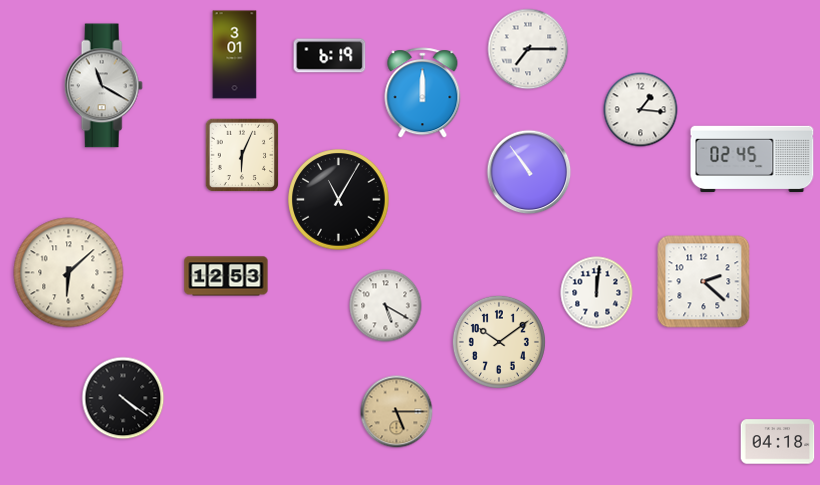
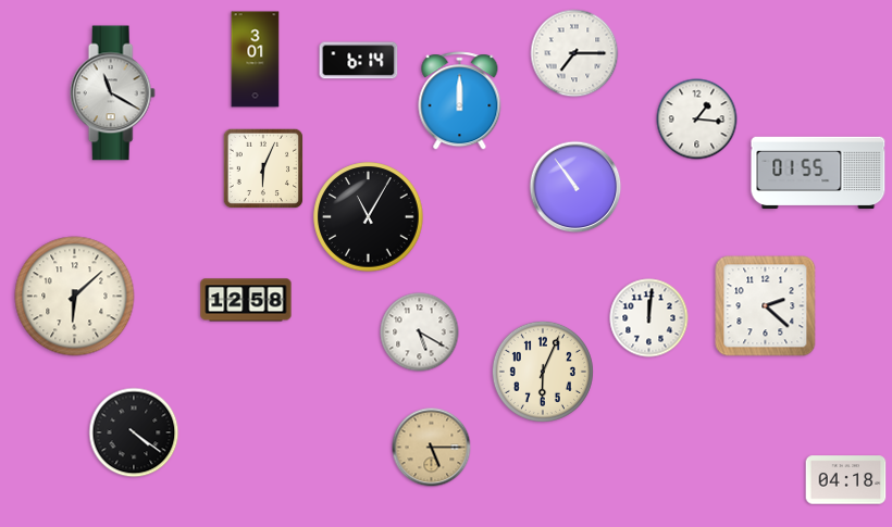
clock at (330, 56): 6:19 -> 6:14
clock at (752, 159): 02:45 -> 01:55
clock at (226, 276): 12:53 -> 12:58
clock at (499, 342): 10:09 -> 6:04
